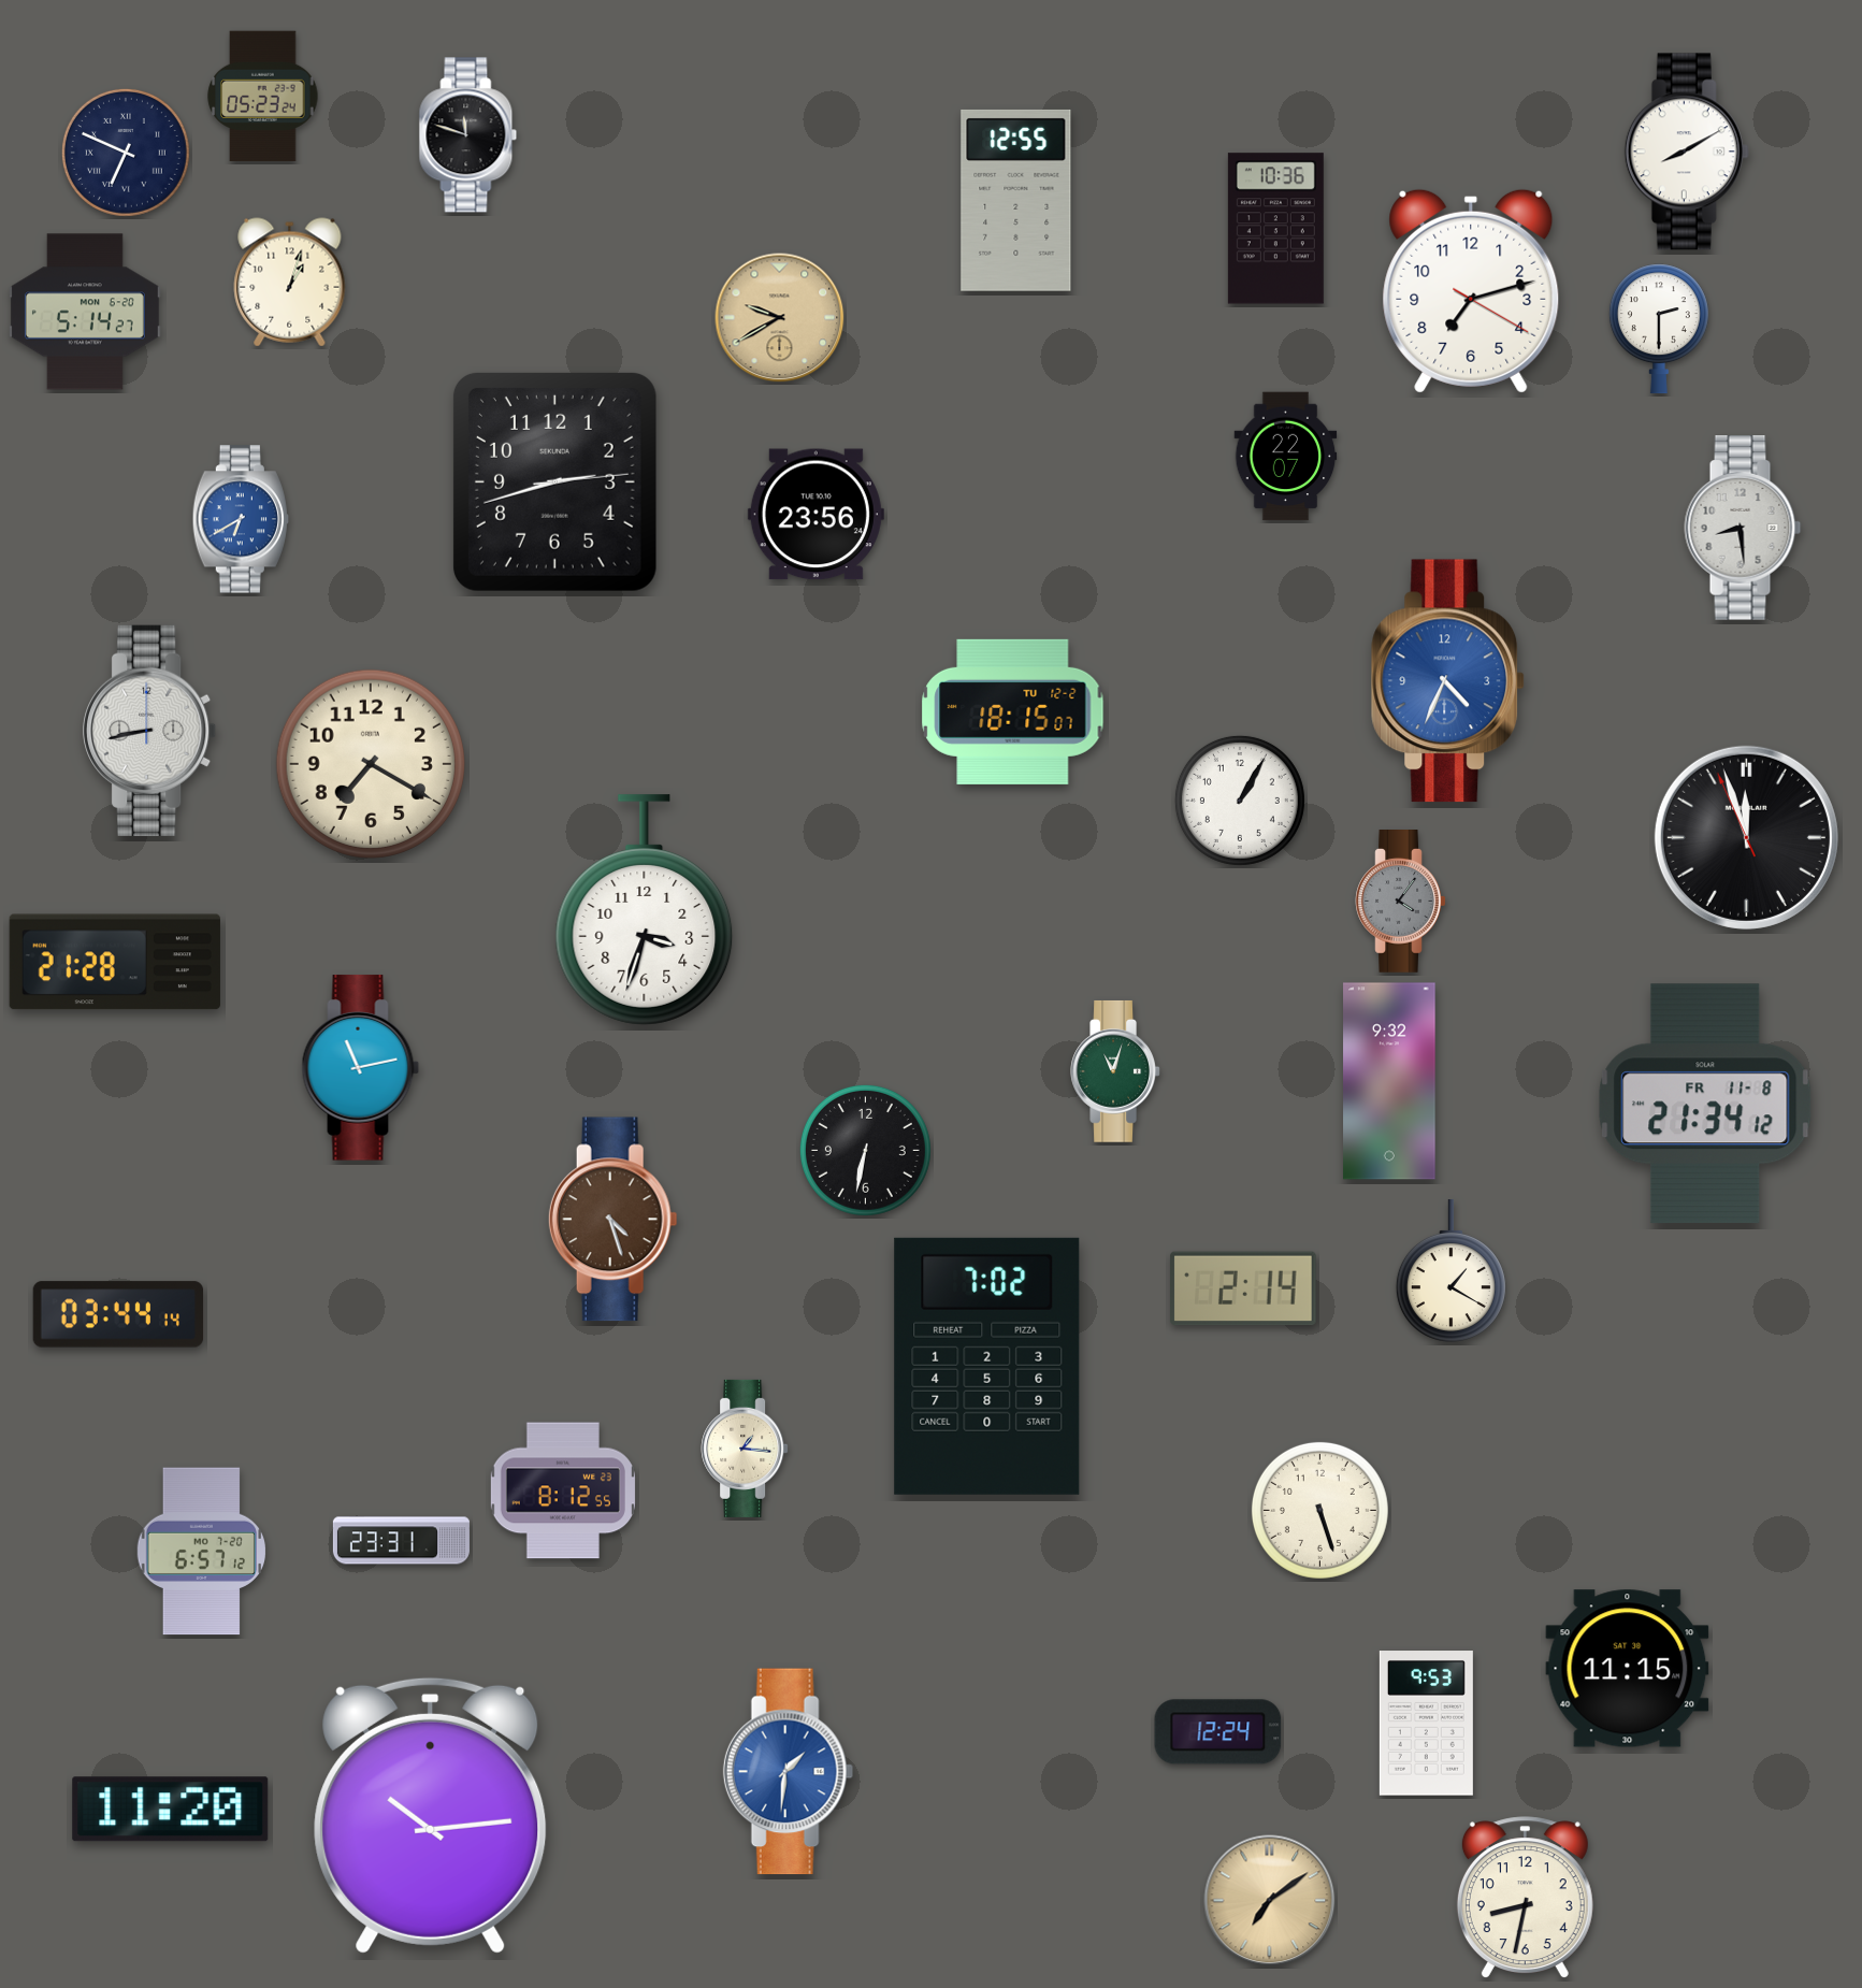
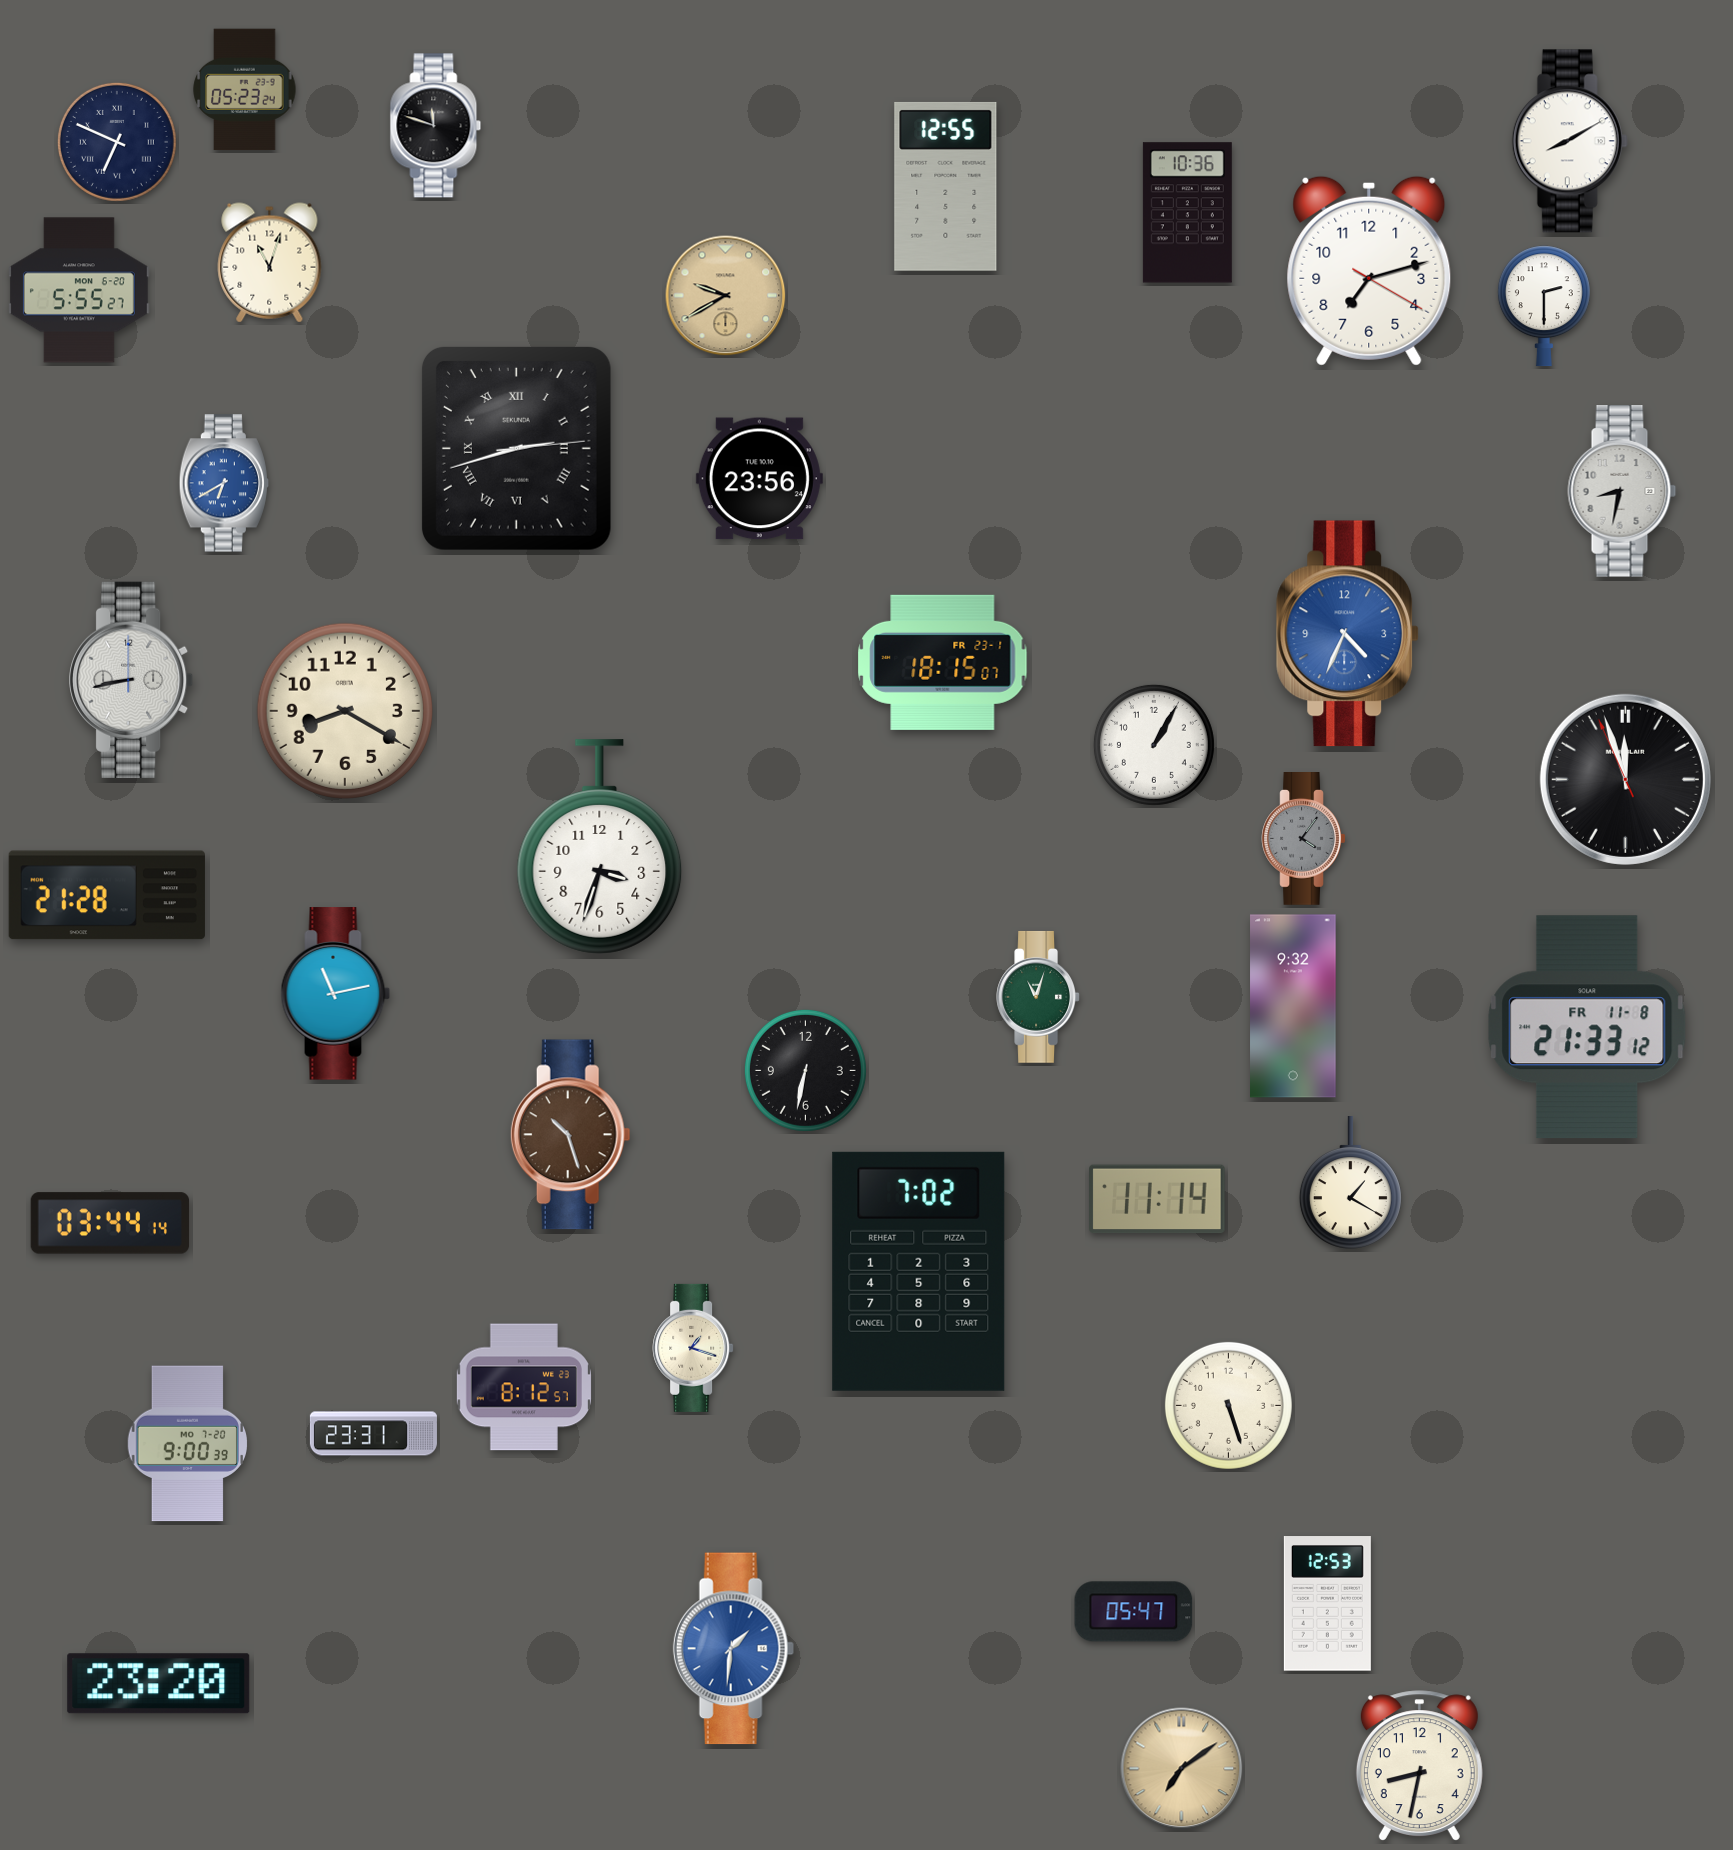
clock at (290, 283): 1:03 -> 11:03
clock at (85, 312): 5:14 -> 5:55
clock at (1286, 457): 22:07 -> none
clock at (554, 481) numerals: Arabic -> Roman
clock at (1743, 528): 8:29 -> 8:32
clock at (1013, 711) date: TU 12-2 -> FR 23-1
clock at (150, 731) position: (150, 731) -> (132, 680)
clock at (371, 764): 7:20 -> 8:20
clock at (1705, 1104): 21:34 -> 21:33
clock at (612, 1220): 4:27 -> 10:27
clock at (1243, 1288): 2:14 -> 11:14
clock at (745, 1449): 1:16 -> 1:18
clock at (563, 1490): 8:12:55 -> 8:12:57
clock at (201, 1552): 6:57 -> 9:00
clock at (1628, 1669): 11:15 -> none
clock at (1426, 1724): 9:53 -> 12:53
clock at (1218, 1732): 12:24 -> 05:47
clock at (171, 1810): 11:20 -> 23:20
clock at (431, 1815): 10:14 -> none
